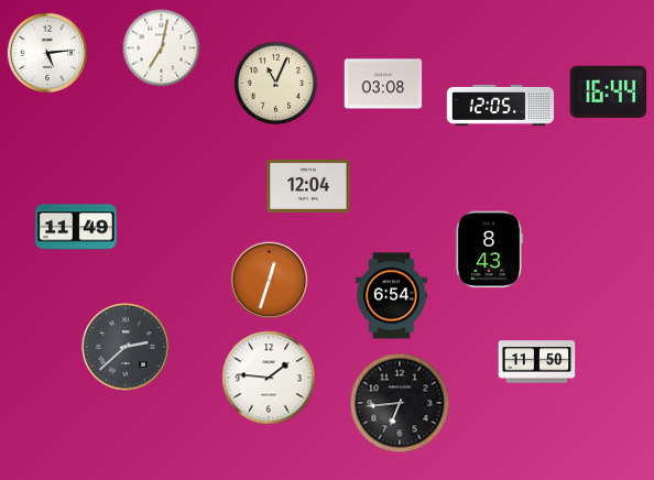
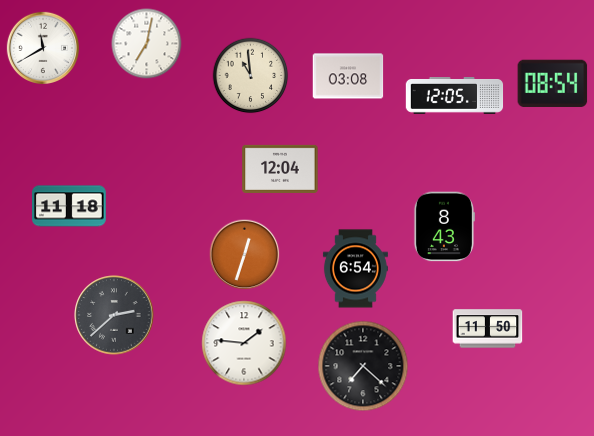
clock at (46, 52): 5:14 -> 11:40
clock at (276, 84): 11:04 -> 10:59
clock at (609, 91): 16:44 -> 08:54
clock at (77, 227): 11:49 -> 11:18
clock at (400, 403): 6:44 -> 7:22
